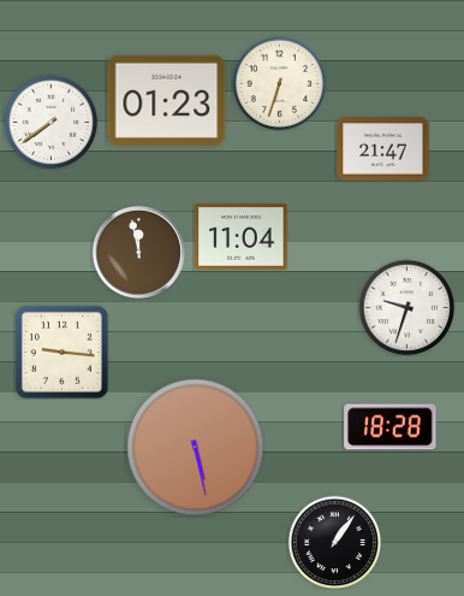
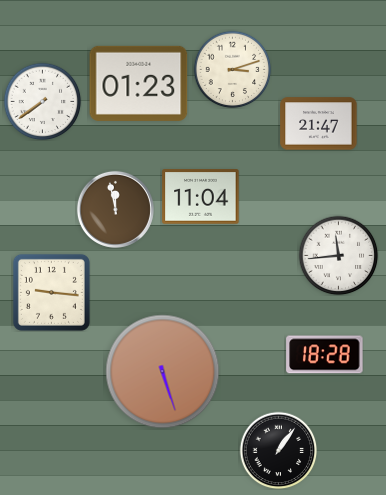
clock at (279, 83): 6:33 -> 3:12
clock at (406, 307): 9:33 -> 11:44
clock at (196, 448): 5:28 -> 5:27
